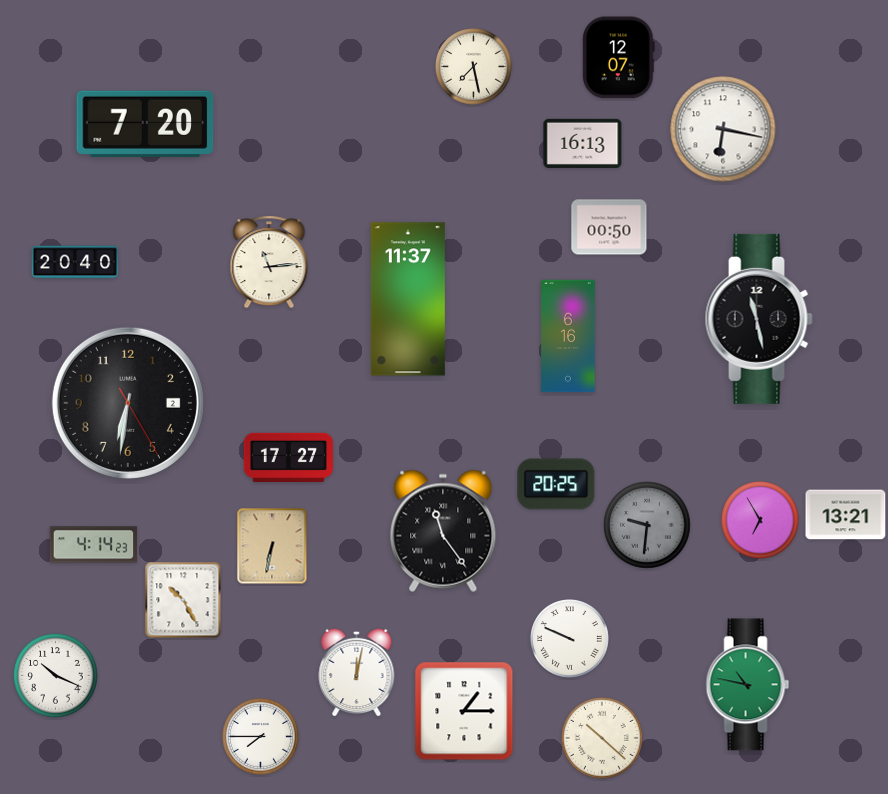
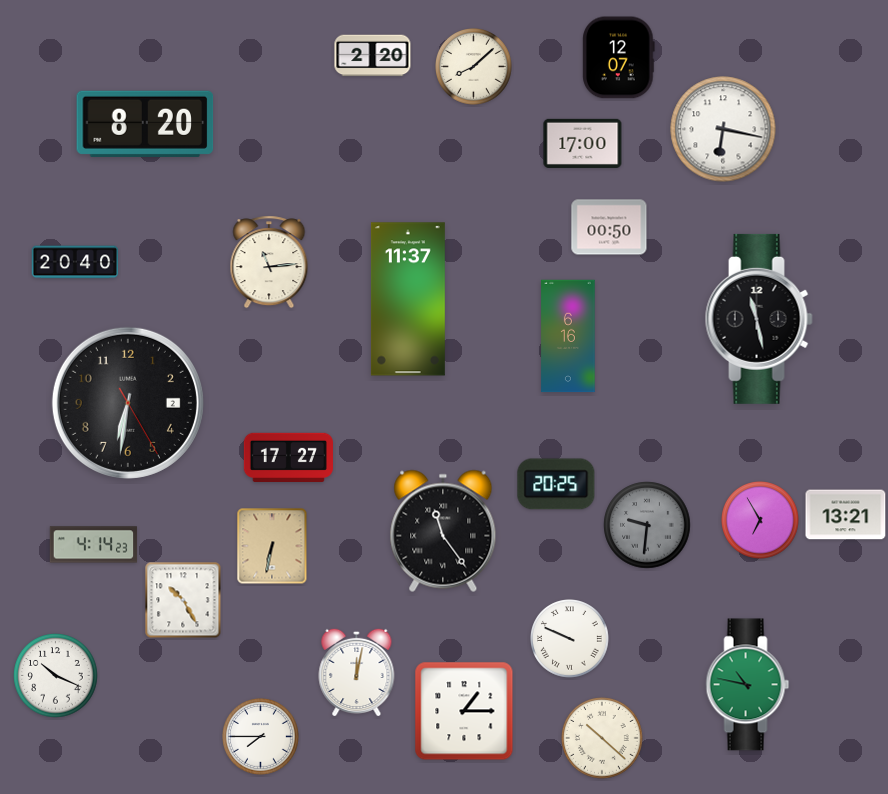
clock at (373, 56): none -> 2:20
clock at (474, 67): 7:28 -> 8:08
clock at (145, 124): 7:20 -> 8:20
clock at (583, 143): 16:13 -> 17:00
